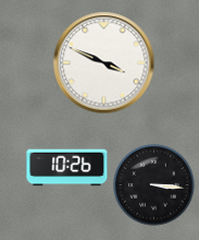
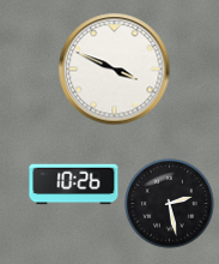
clock at (154, 185): 3:16 -> 2:28
